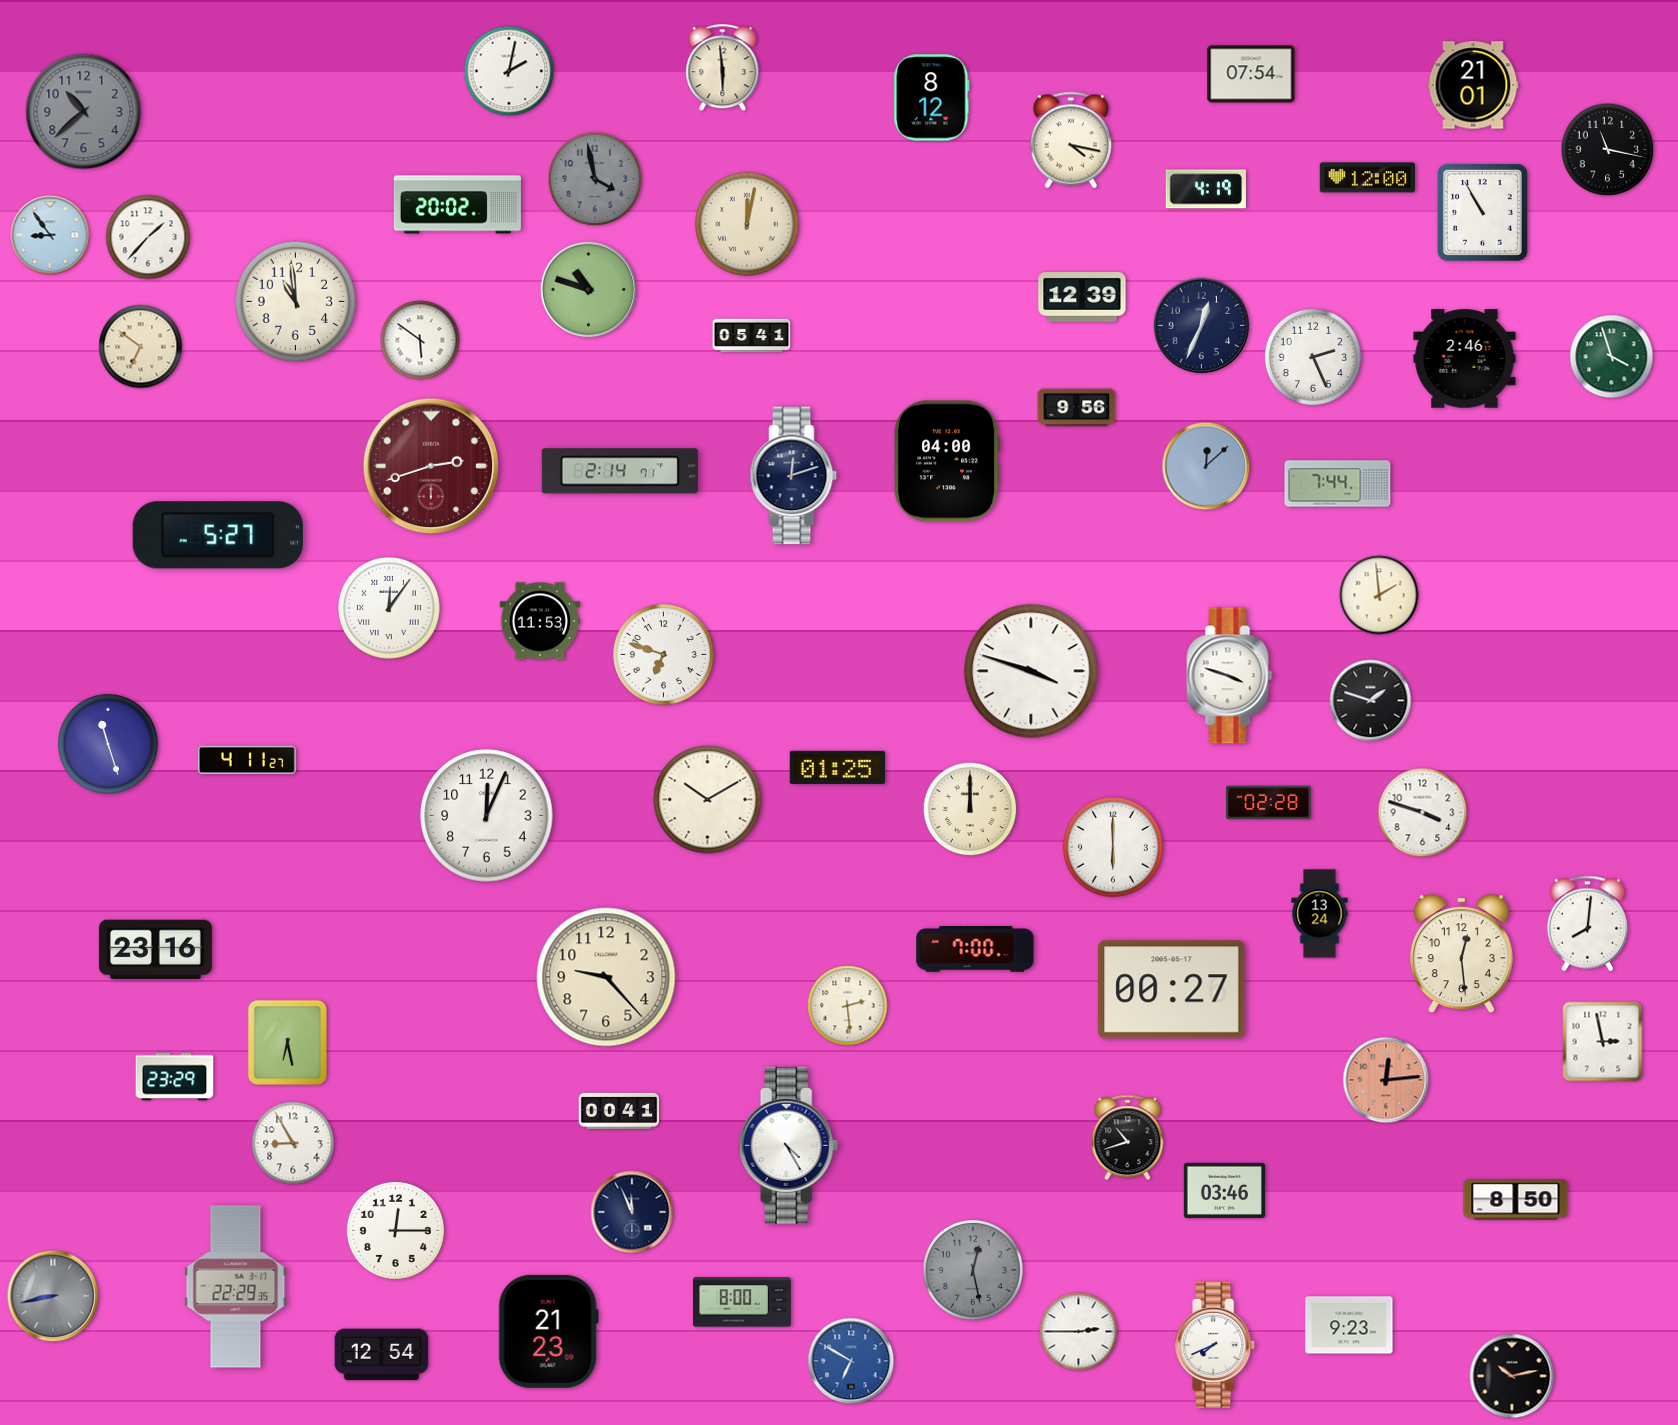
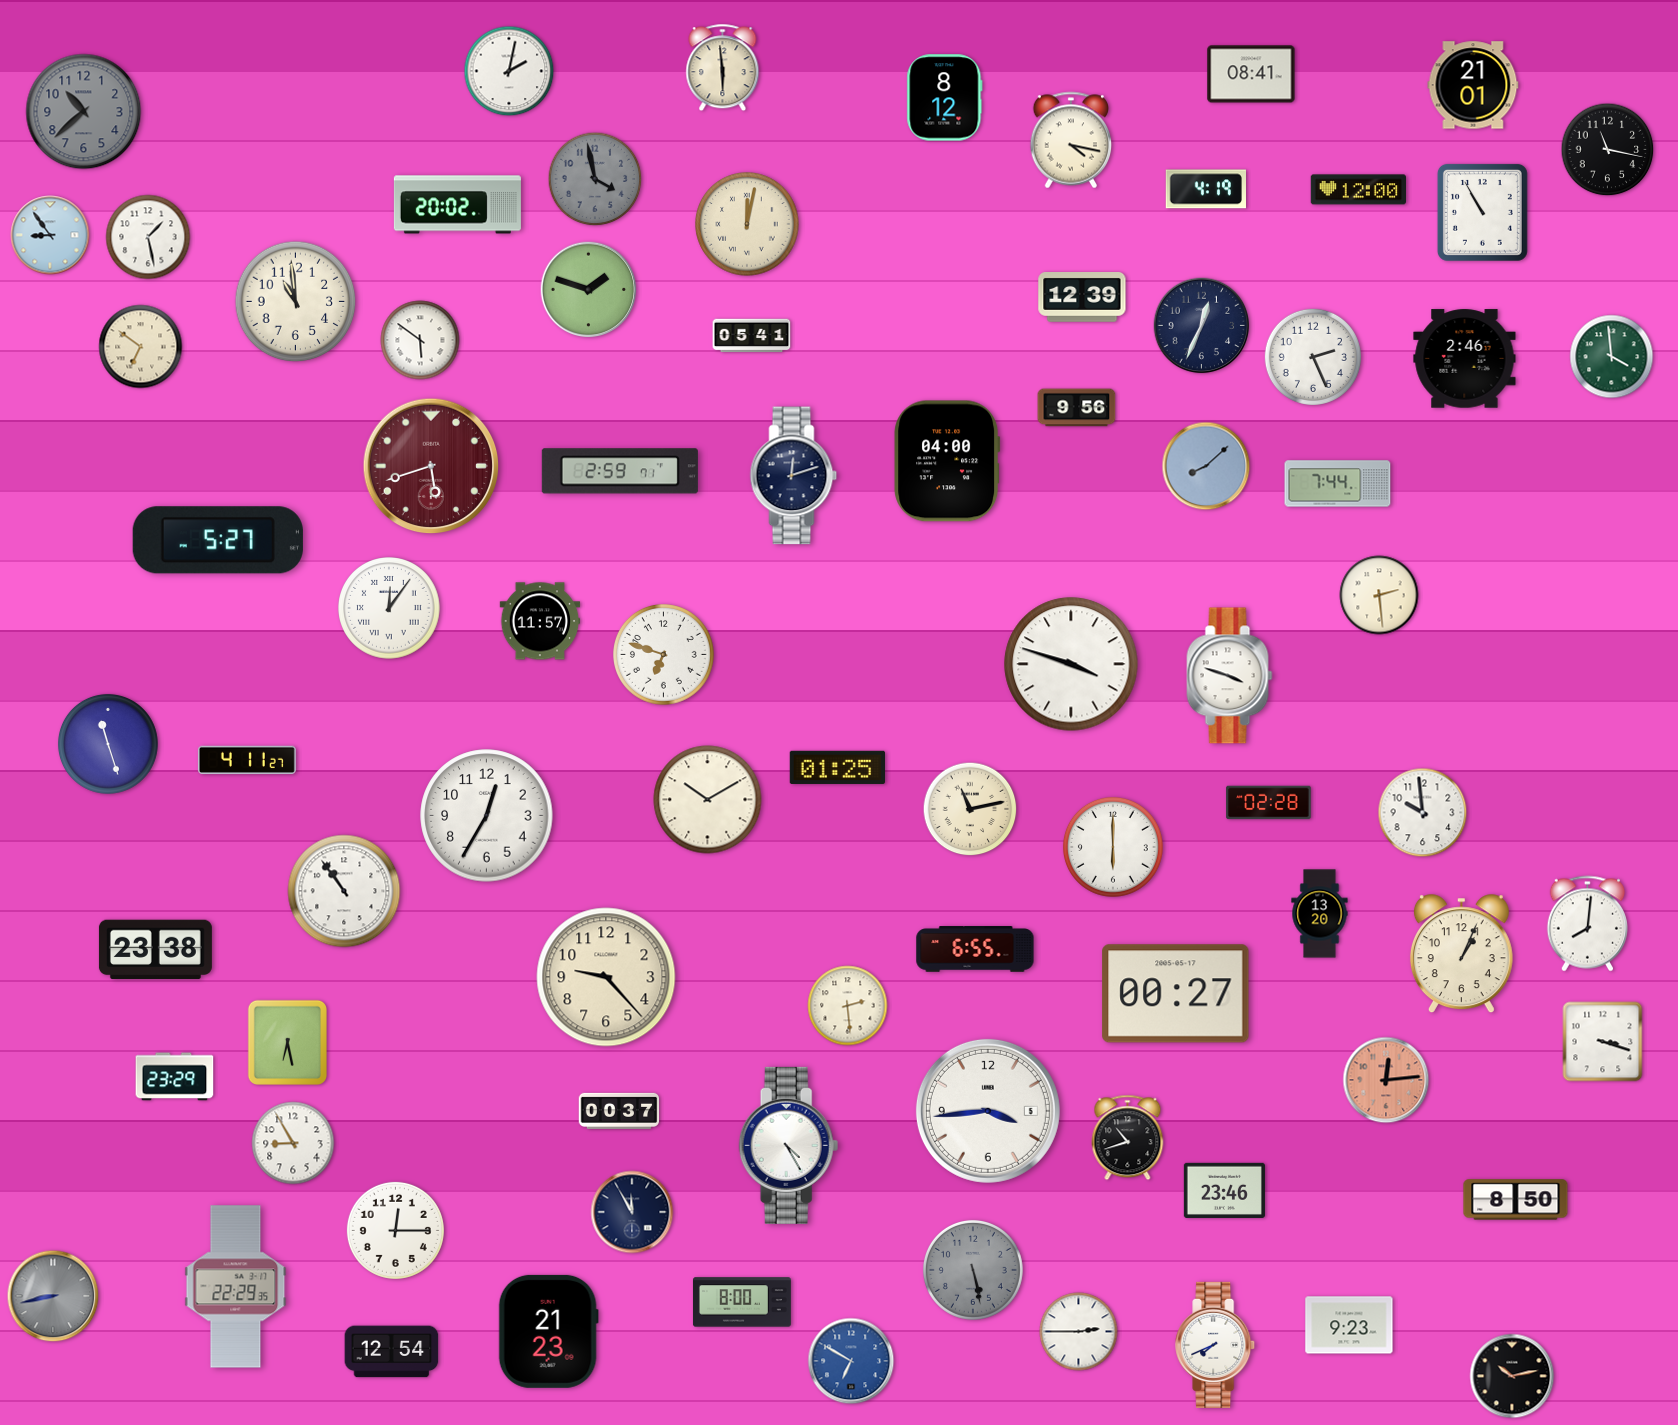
clock at (1251, 74): 07:54 -> 08:41
clock at (932, 98) position: (932, 98) -> (945, 98)
clock at (1367, 178) position: (1367, 178) -> (1358, 190)
clock at (148, 237): 1:37 -> 1:28
clock at (589, 290): 10:48 -> 1:48
clock at (1612, 357): 3:57 -> 3:59
clock at (431, 466): 2:42 -> 5:42
clock at (1206, 466): 12:08 -> 8:08
clock at (620, 471): 2:14 -> 2:59
clock at (218, 535) position: (218, 535) -> (218, 540)
clock at (1379, 595): 1:59 -> 2:29
clock at (540, 621): 11:53 -> 11:57
clock at (1031, 671) position: (1031, 671) -> (1071, 664)
clock at (1371, 701): 1:48 -> none
clock at (970, 809): 12:00 -> 11:13
clock at (1423, 813): 3:48 -> 9:59
clock at (487, 816): 12:04 -> 12:35
clock at (344, 891): none -> 10:54
clock at (1320, 914): 13:24 -> 13:20
clock at (975, 949): 7:00 -> 6:55
clock at (155, 950): 23:16 -> 23:38
clock at (1461, 954): 12:29 -> 1:04
clock at (1172, 990) position: (1172, 990) -> (1176, 994)
clock at (1603, 1042): 2:58 -> 3:18
clock at (619, 1111): 00:41 -> 00:37
clock at (988, 1111): none -> 3:44
clock at (1224, 1190): 03:46 -> 23:46
clock at (632, 1212): 11:56 -> 11:55
clock at (973, 1270): 12:28 -> 5:28
clock at (382, 1355) position: (382, 1355) -> (392, 1352)
